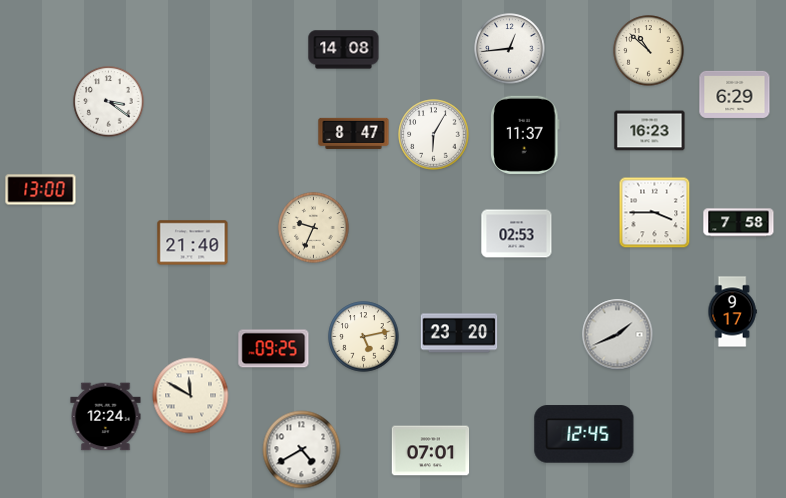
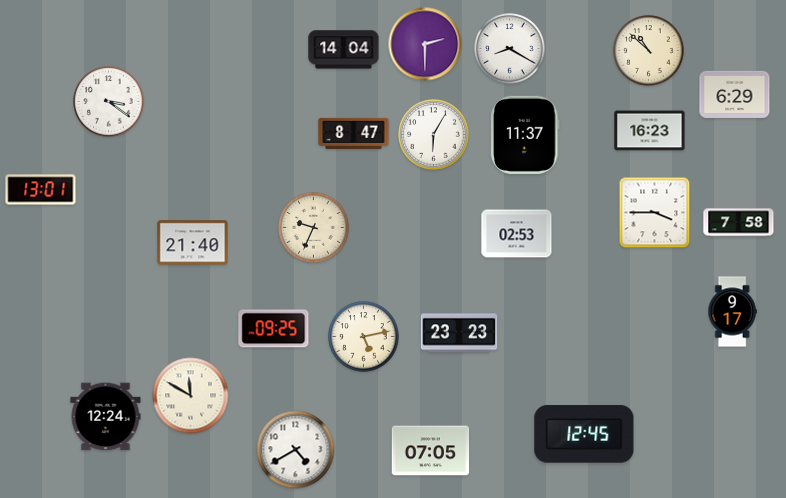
clock at (425, 44): none -> 2:30
clock at (510, 49): 12:44 -> 8:20
clock at (344, 50): 14:08 -> 14:04
clock at (41, 190): 13:00 -> 13:01
clock at (459, 333): 23:20 -> 23:23
clock at (618, 335): 1:41 -> none
clock at (274, 349) position: (274, 349) -> (274, 329)
clock at (302, 450) position: (302, 450) -> (296, 450)
clock at (431, 451): 07:01 -> 07:05
